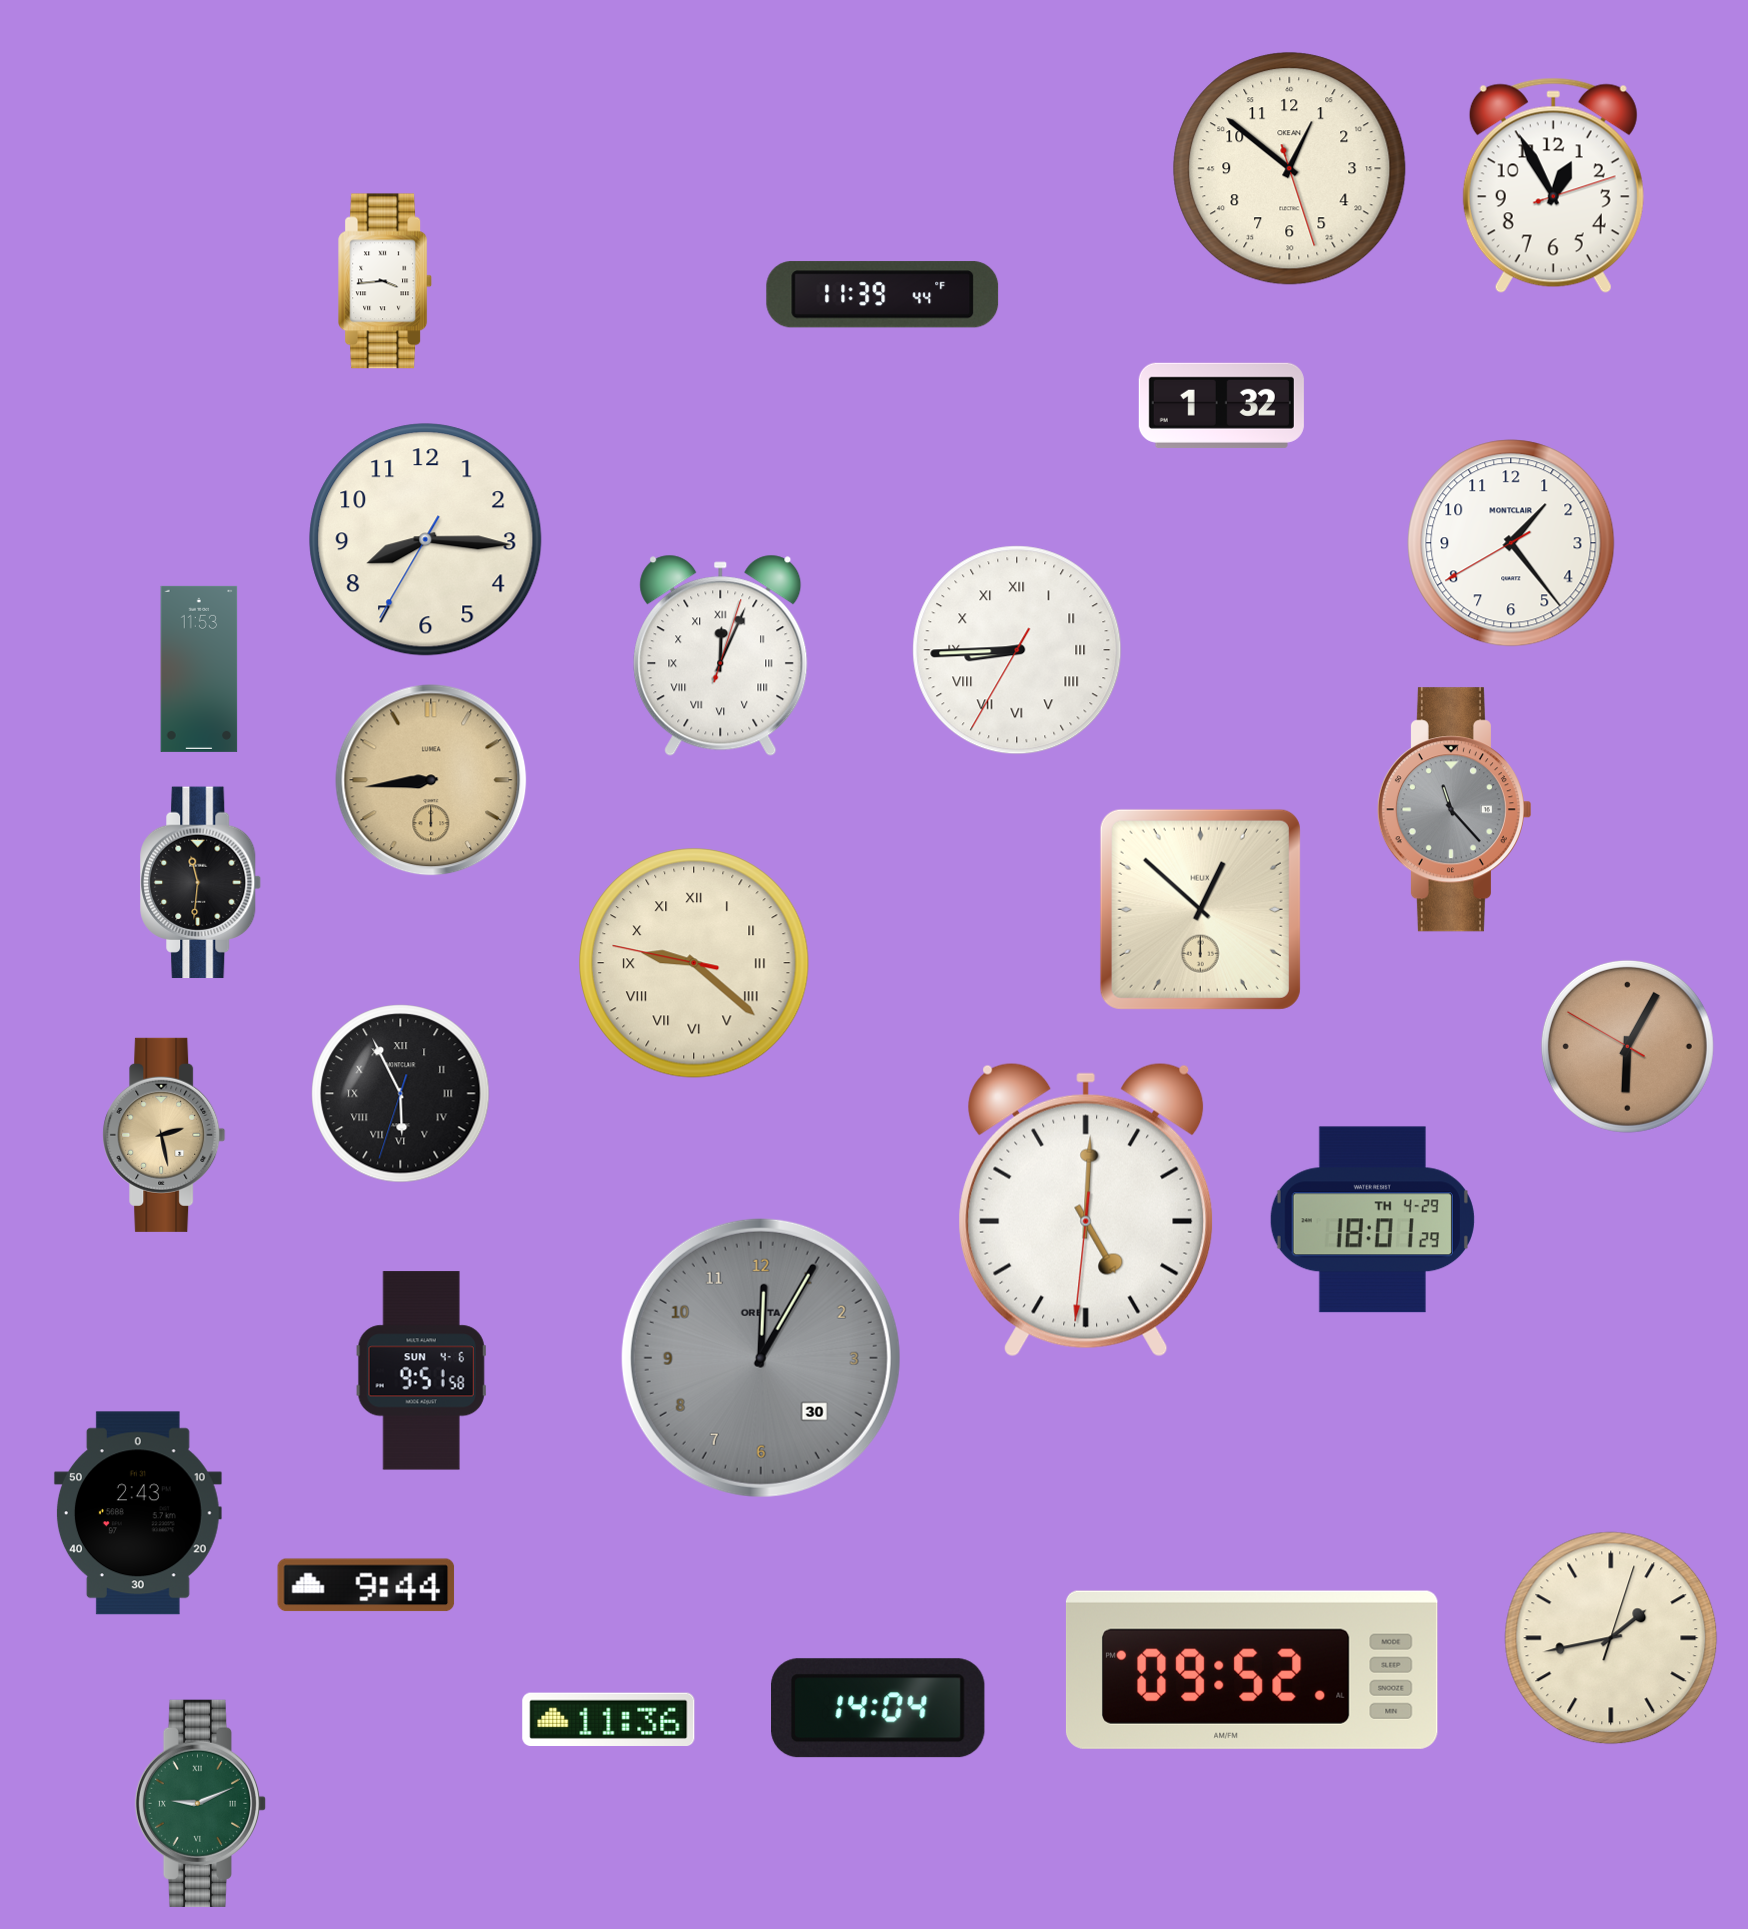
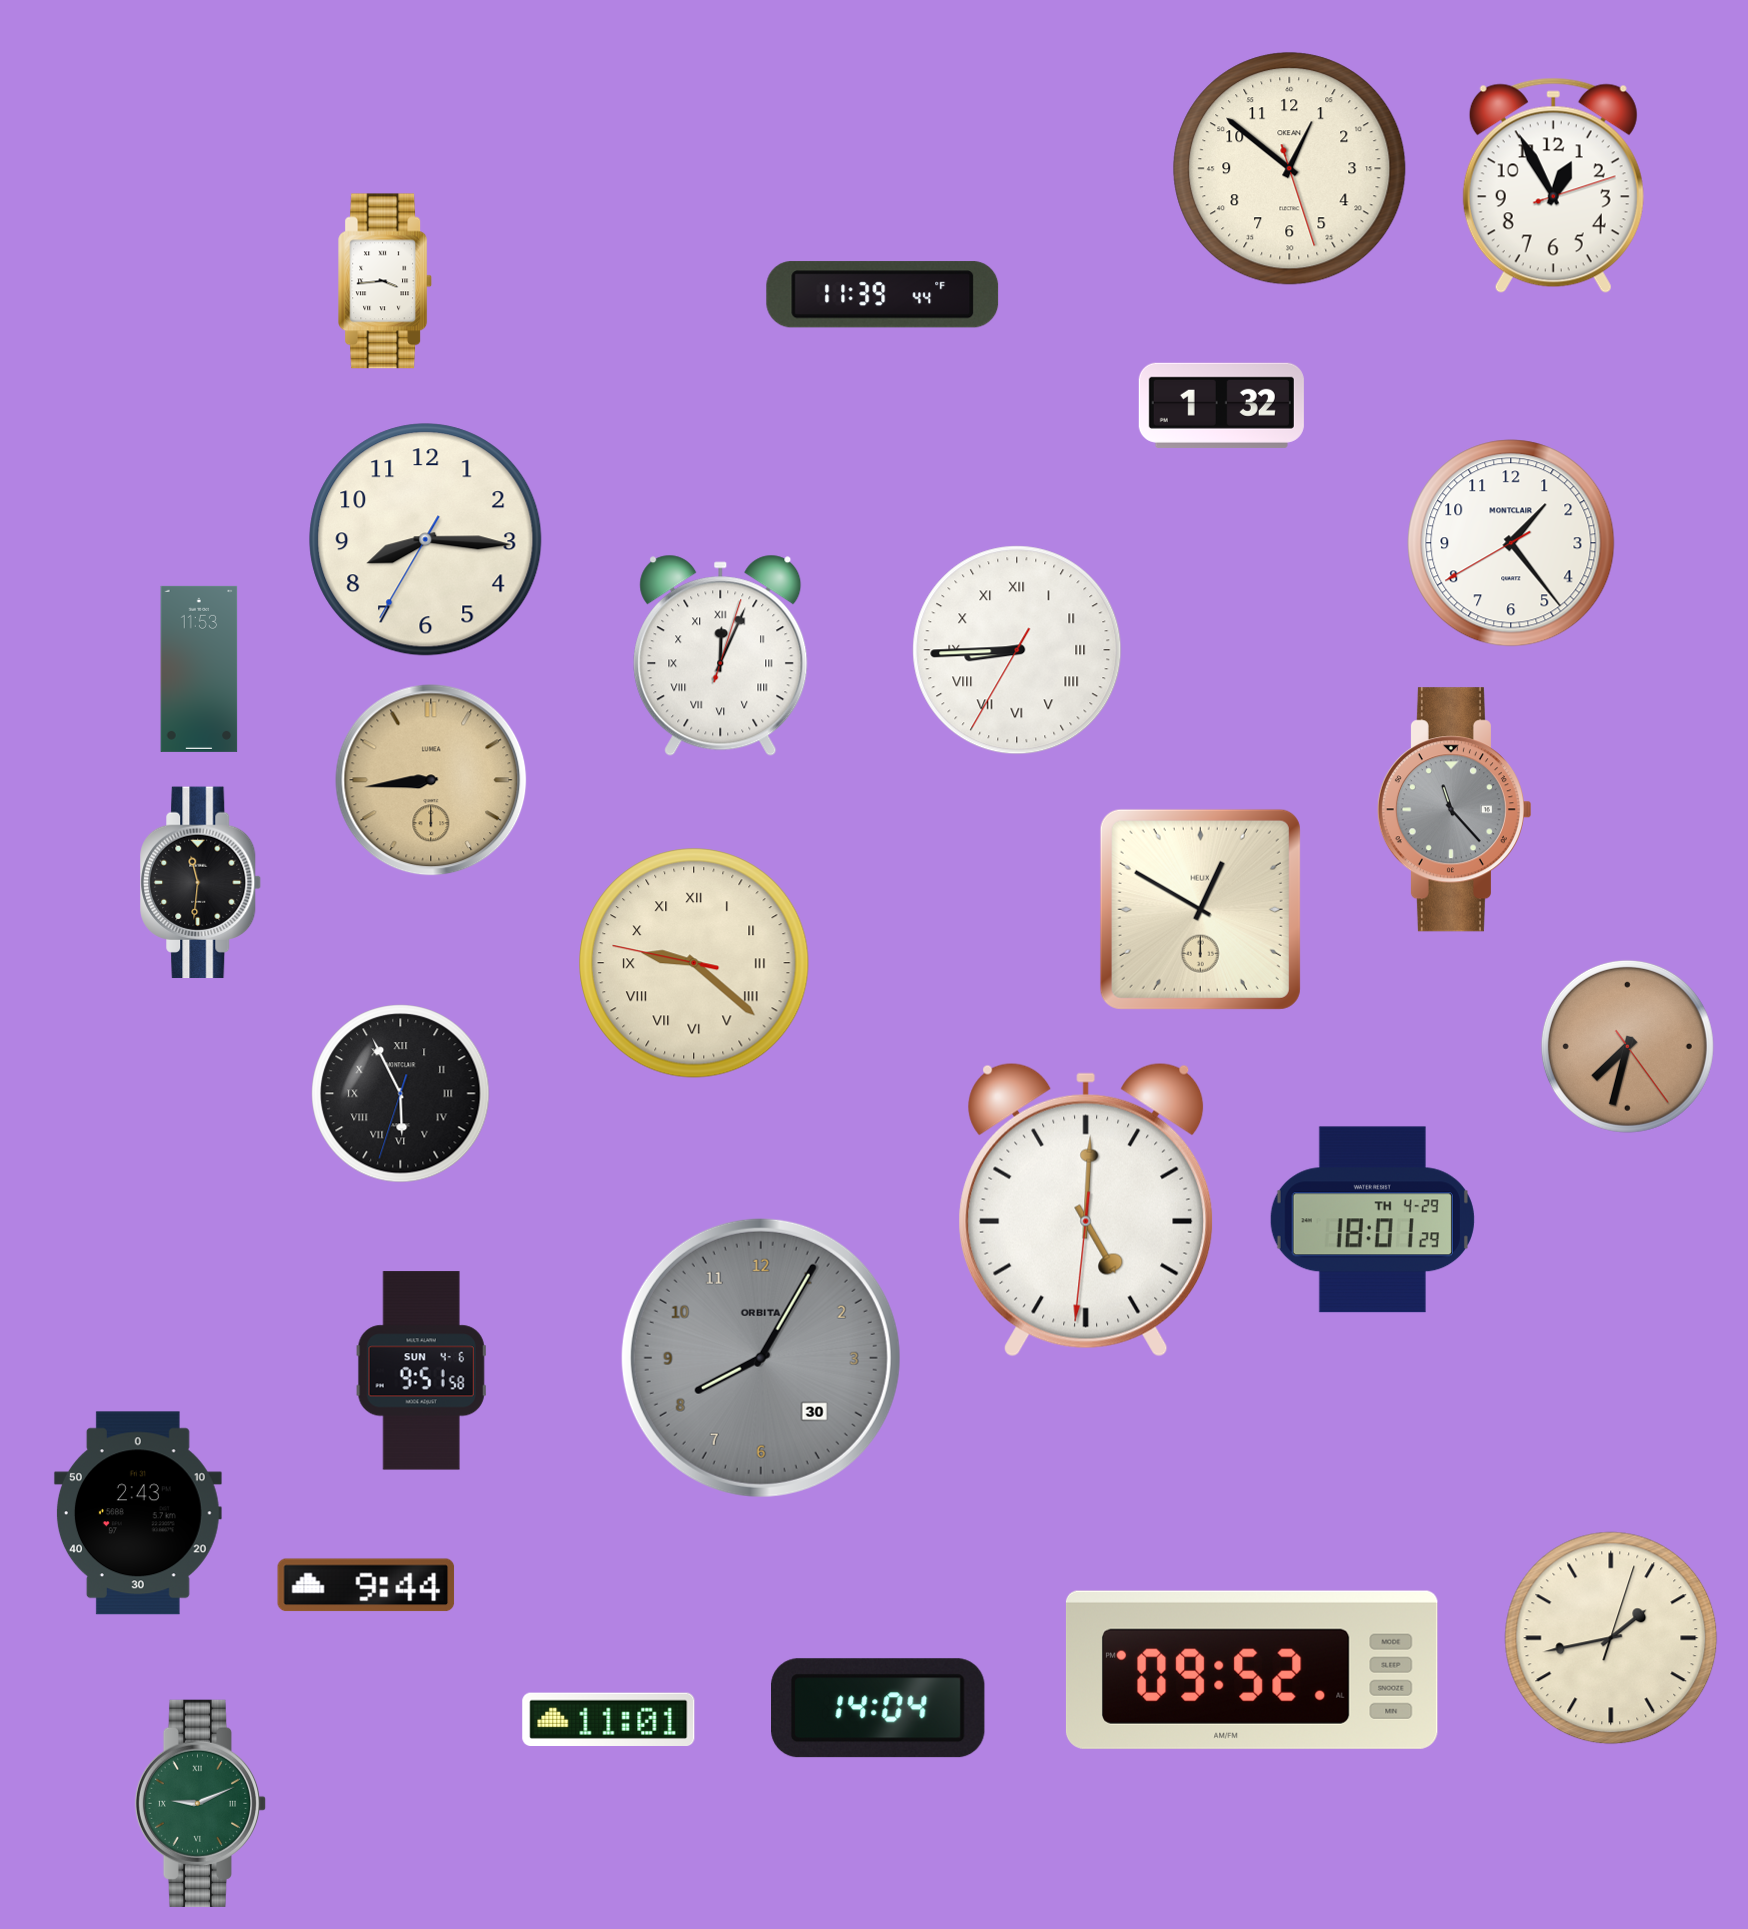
clock at (1200, 909): 12:52 -> 12:50
clock at (1627, 1046): 6:04 -> 7:32
clock at (164, 1135): 2:28 -> none
clock at (761, 1358): 12:05 -> 8:05
clock at (609, 1720): 11:36 -> 11:01
